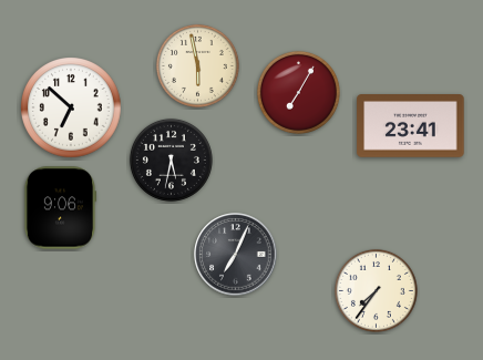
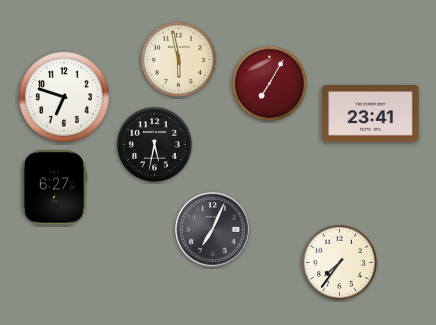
clock at (71, 107): 6:52 -> 6:48
clock at (60, 208): 9:06 -> 6:27
